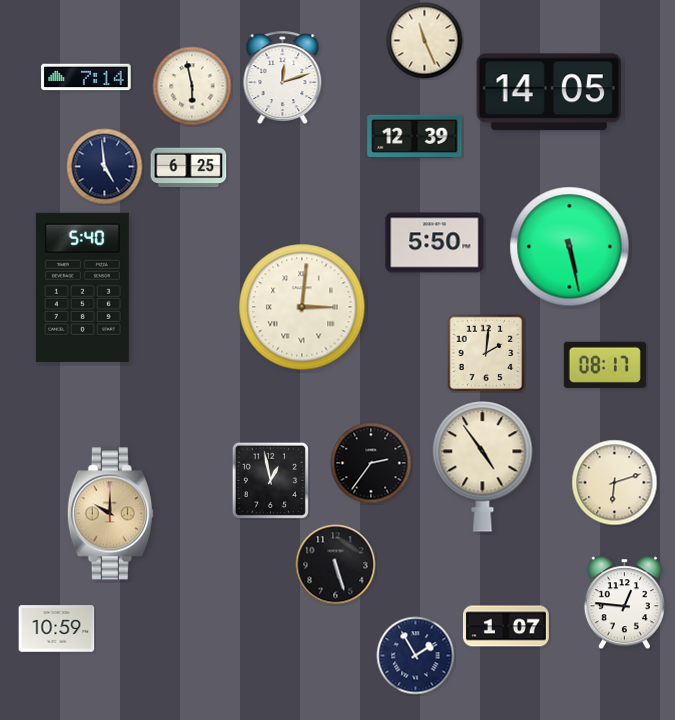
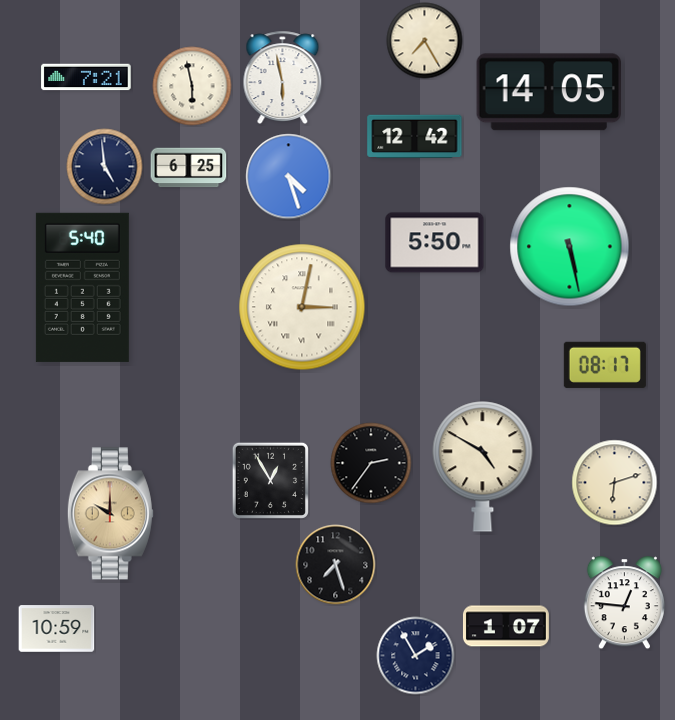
clock at (425, 41): 11:26 -> 7:25
clock at (86, 77): 7:14 -> 7:21
clock at (283, 77): 12:12 -> 5:58
clock at (415, 136): 12:39 -> 12:42
clock at (289, 177): none -> 4:27
clock at (302, 307): 3:01 -> 3:02
clock at (486, 353): 2:01 -> none
clock at (483, 467): 4:54 -> 4:50
clock at (270, 480): 12:58 -> 12:55
clock at (336, 565): 5:27 -> 7:27
